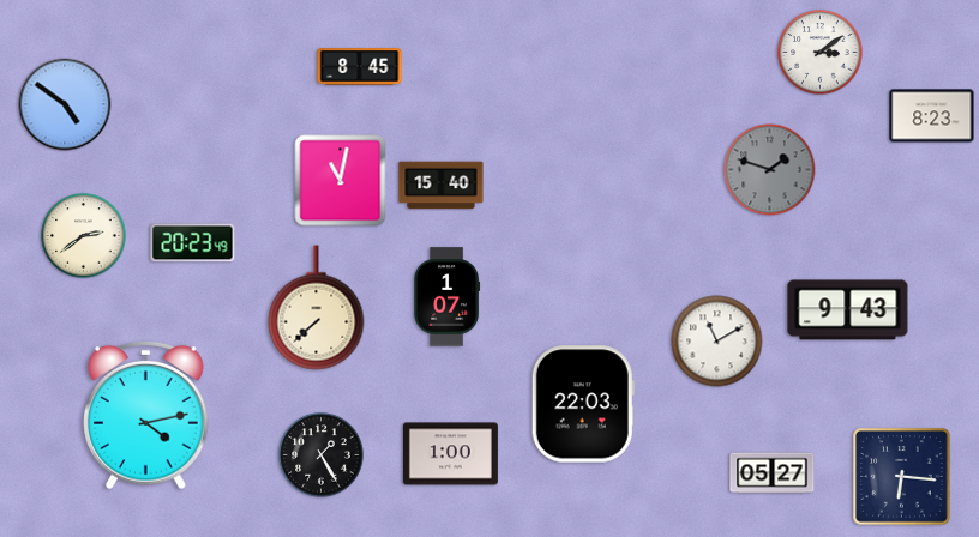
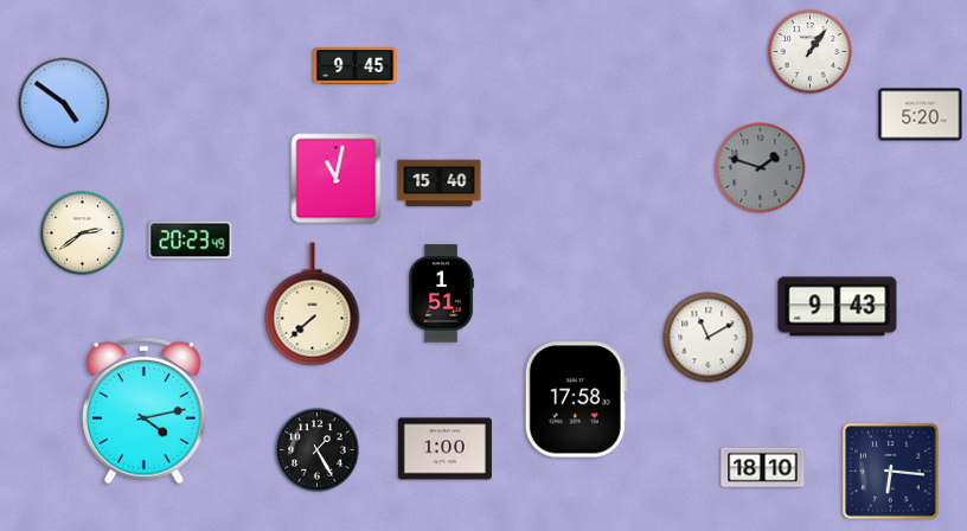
clock at (821, 53): 3:09 -> 1:06
clock at (360, 67): 8:45 -> 9:45
clock at (932, 116): 8:23 -> 5:20
clock at (442, 186) position: (442, 186) -> (440, 184)
clock at (448, 297): 1:07 -> 1:51
clock at (583, 404): 22:03 -> 17:58
clock at (773, 473): 05:27 -> 18:10
